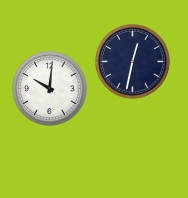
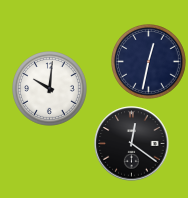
clock at (133, 62) position: (133, 62) -> (149, 62)
clock at (132, 144): none -> 12:21
